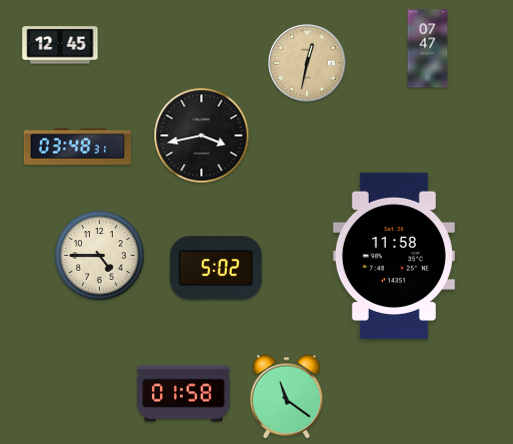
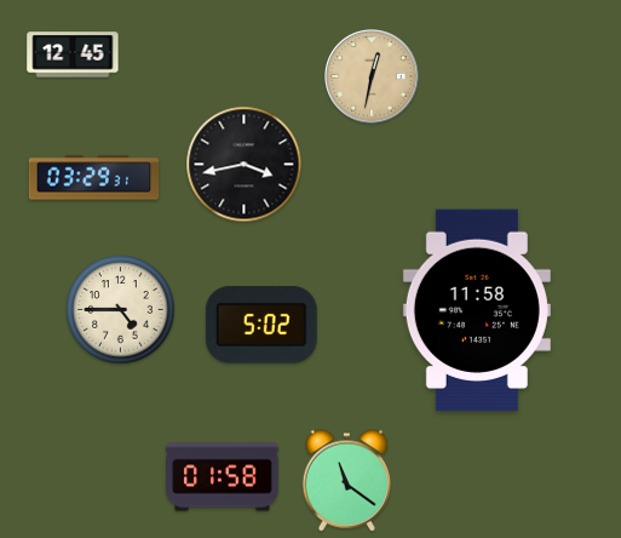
clock at (428, 49): 07:47 -> none
clock at (78, 147): 03:48 -> 03:29
